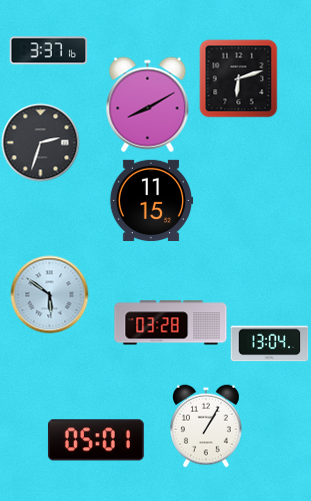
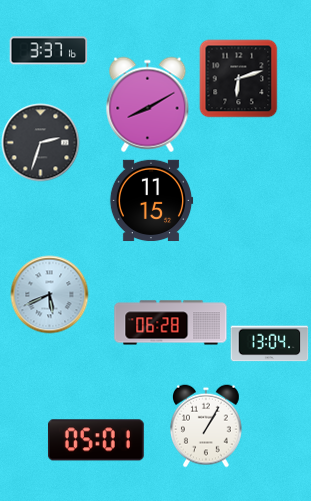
clock at (49, 294): 5:51 -> 5:41
clock at (171, 323): 03:28 -> 06:28
